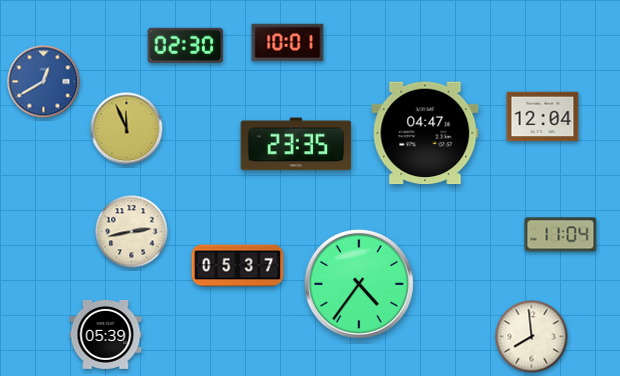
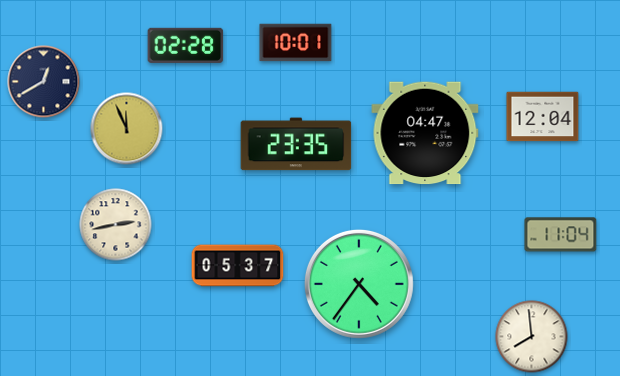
clock at (288, 43) position: (288, 43) -> (296, 43)
clock at (186, 45): 02:30 -> 02:28
clock at (44, 82) dial: blue -> navy
clock at (132, 232) position: (132, 232) -> (116, 225)
clock at (106, 334): 05:39 -> none
